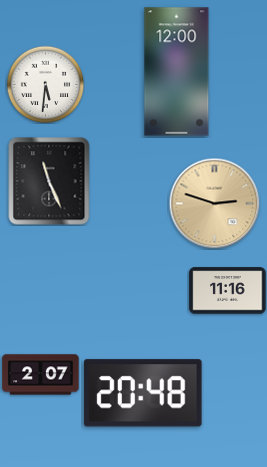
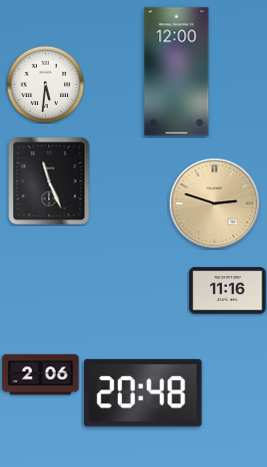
clock at (41, 375): 2:07 -> 2:06
